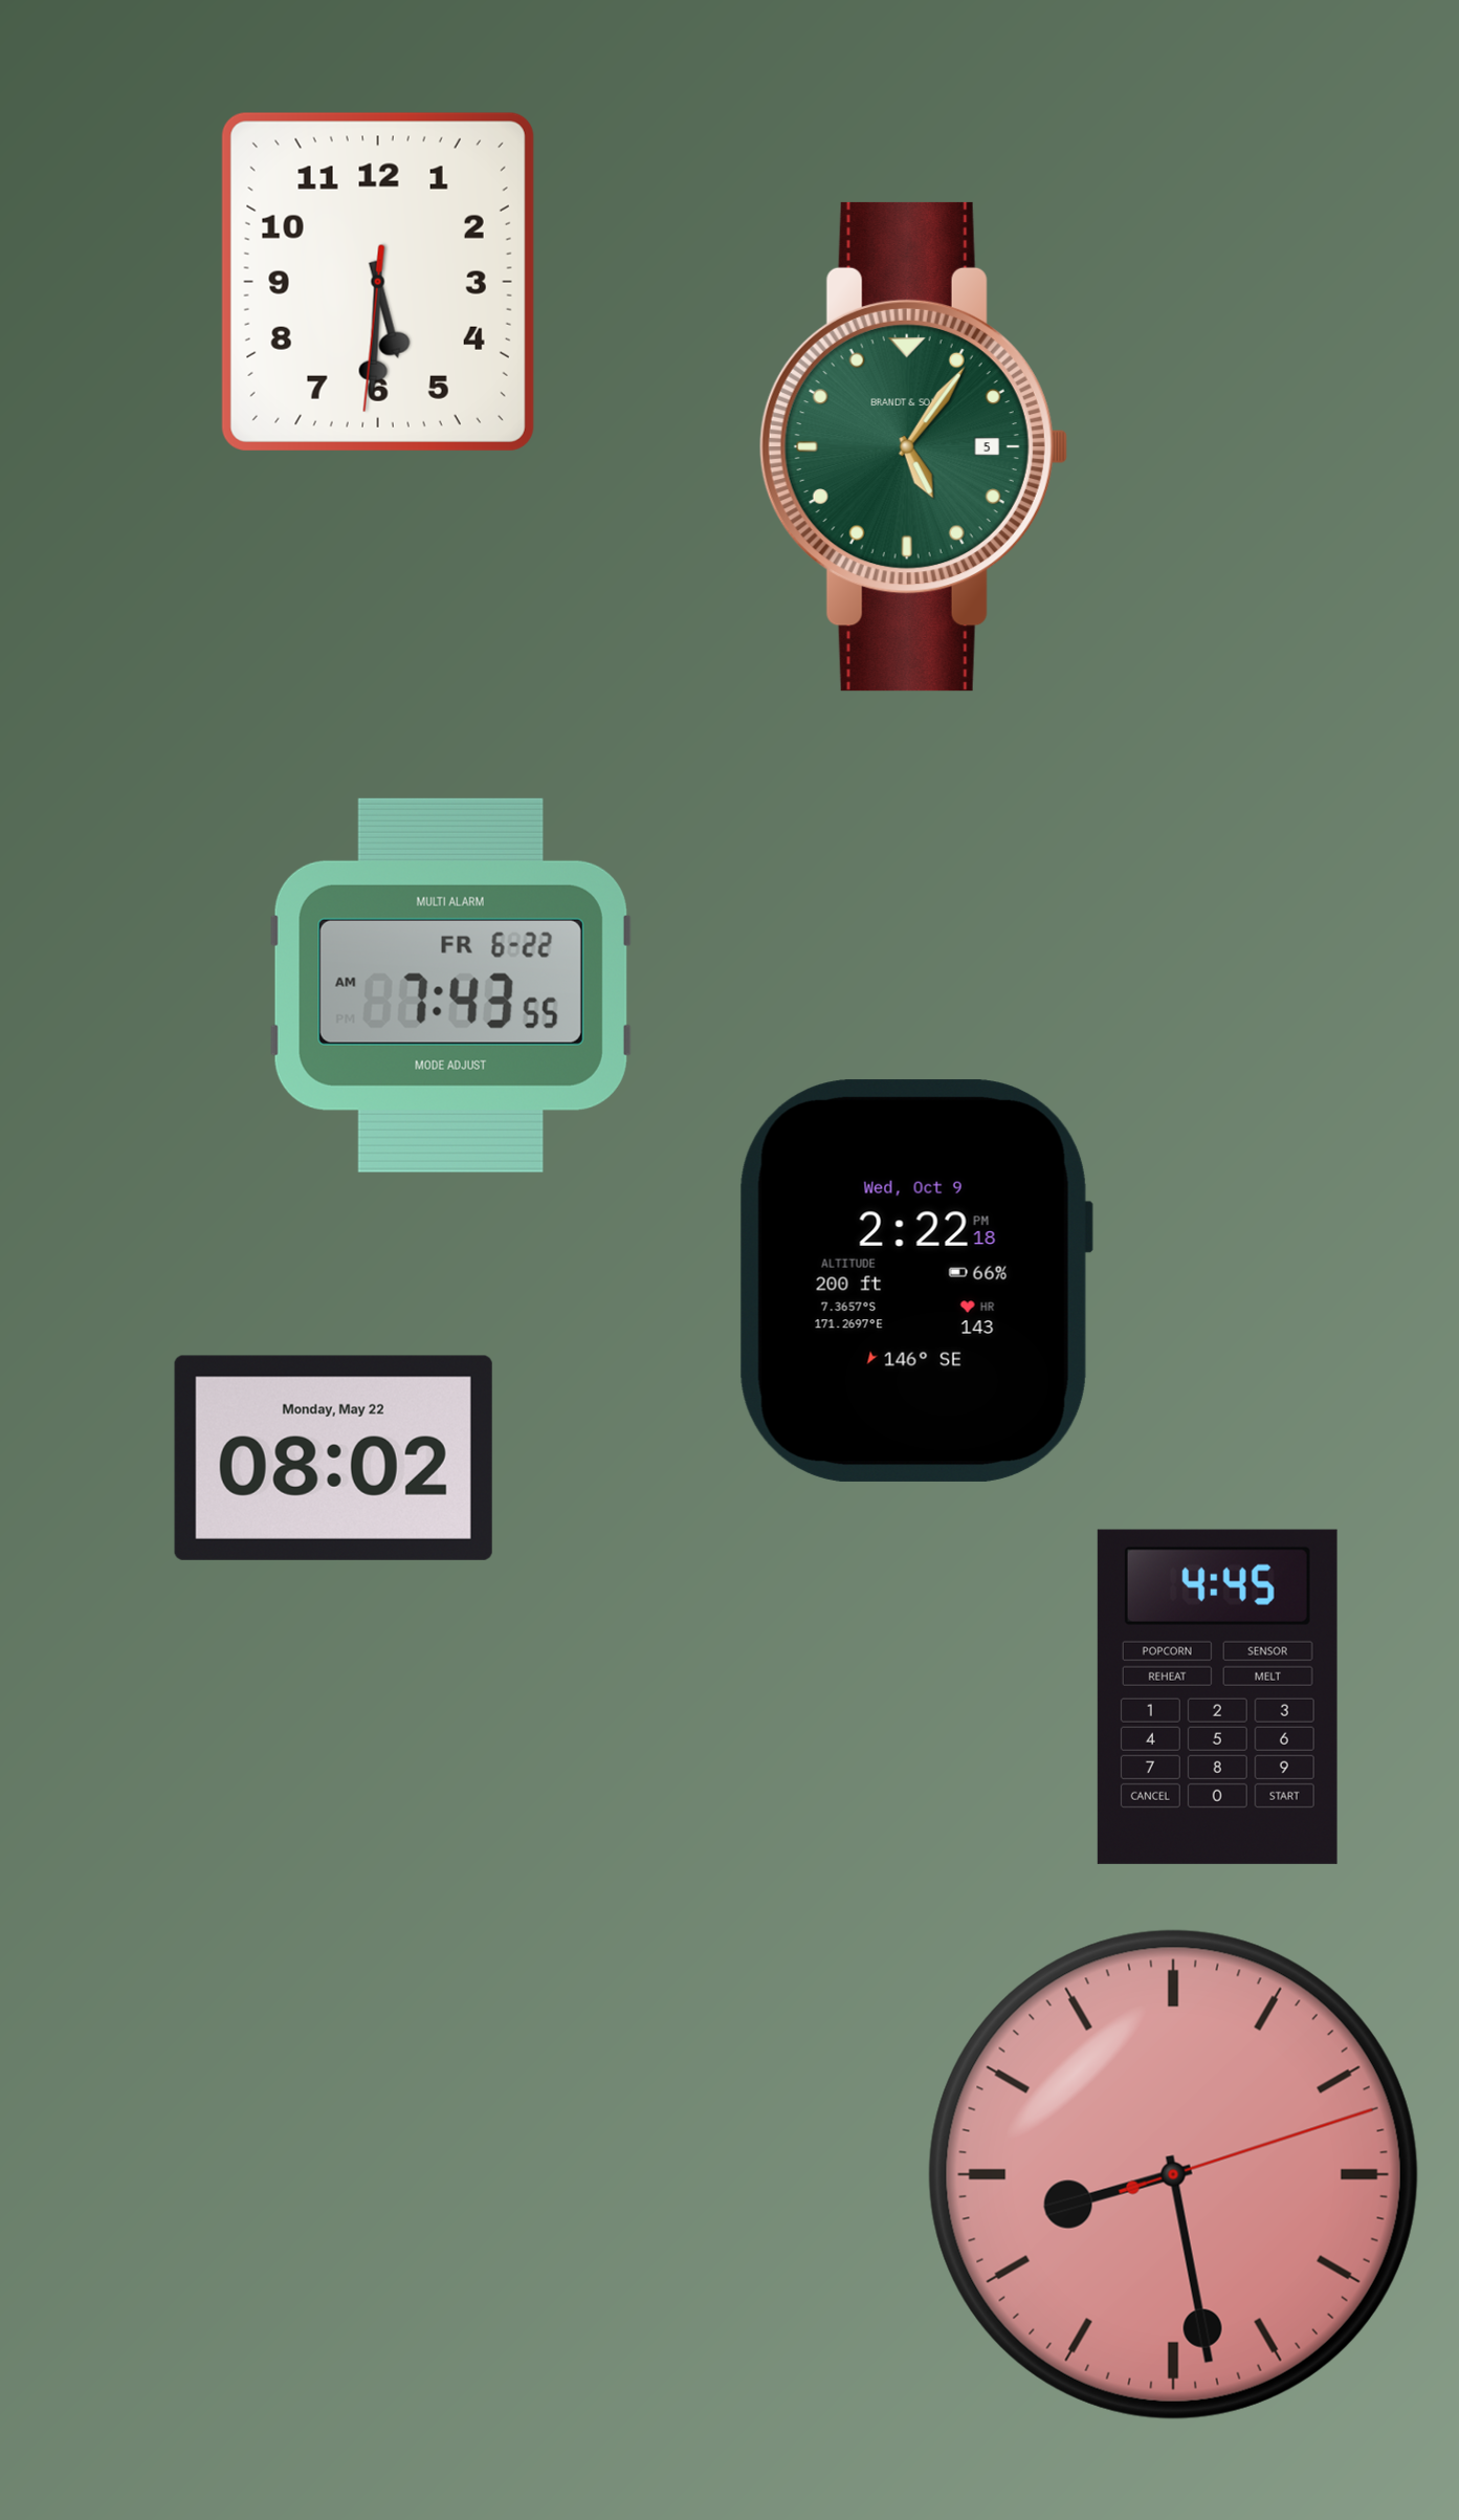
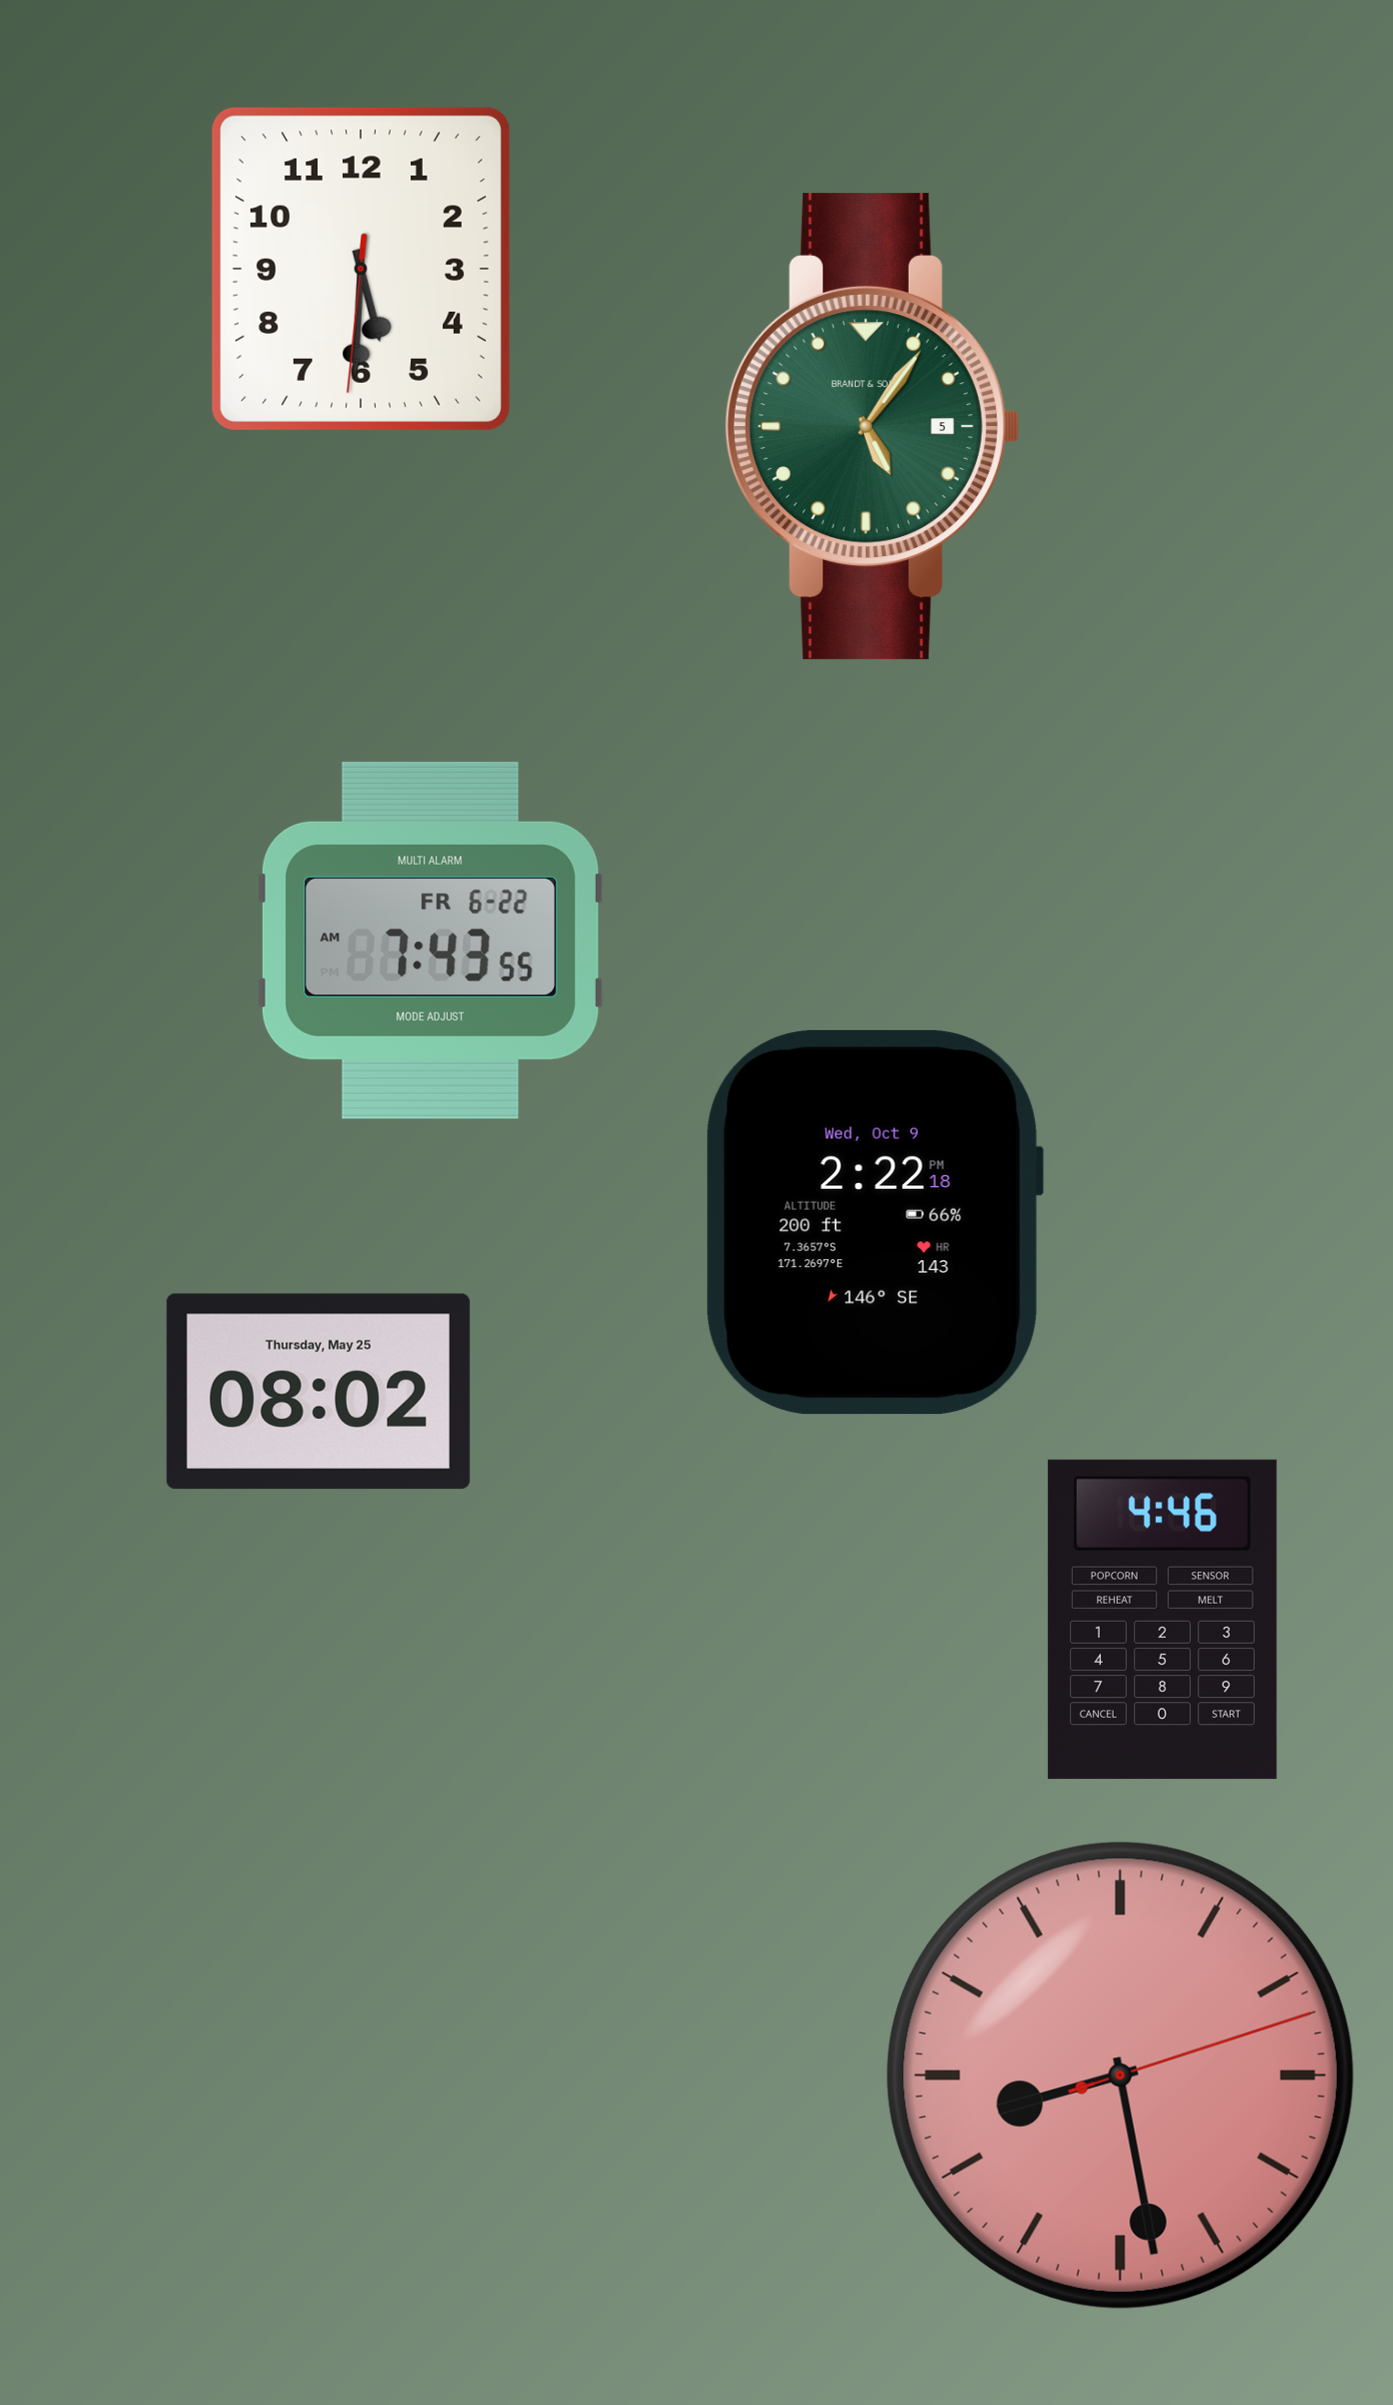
clock at (333, 1458) date: Monday, May 22 -> Thursday, May 25
clock at (1217, 1696): 4:45 -> 4:46
